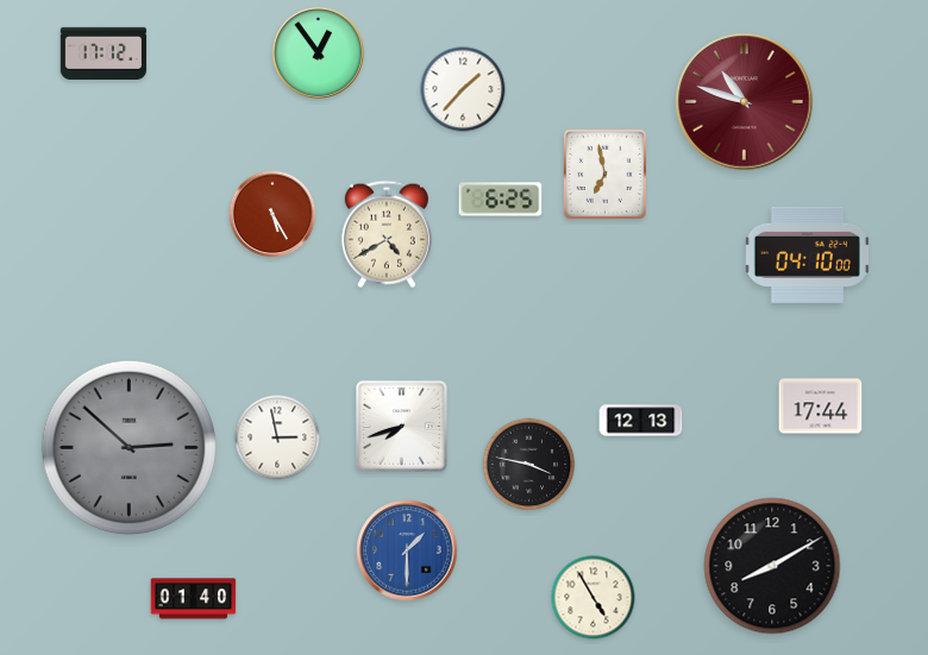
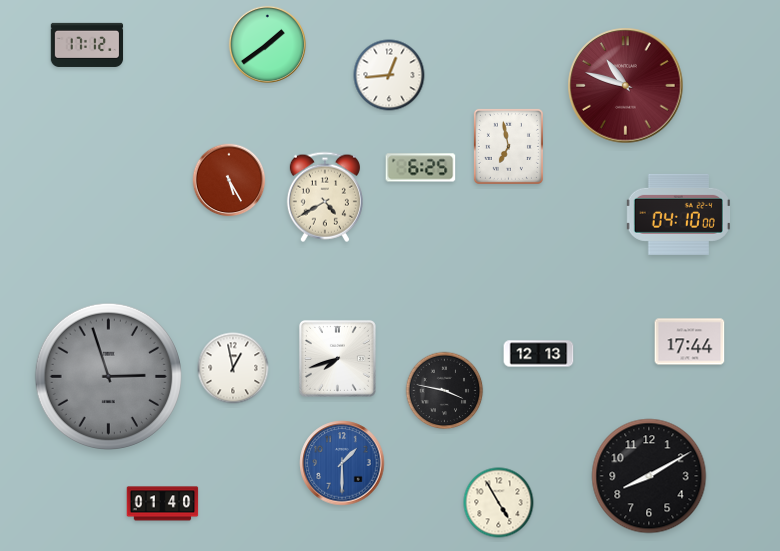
clock at (318, 52): 12:54 -> 1:39
clock at (463, 89): 1:37 -> 12:44
clock at (277, 437): 2:58 -> 12:58
clock at (128, 447): 2:52 -> 2:57
